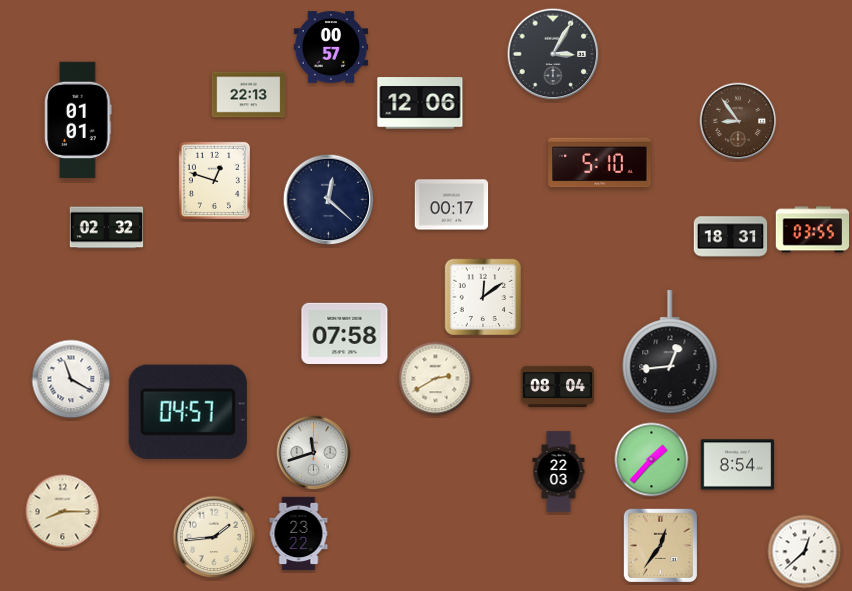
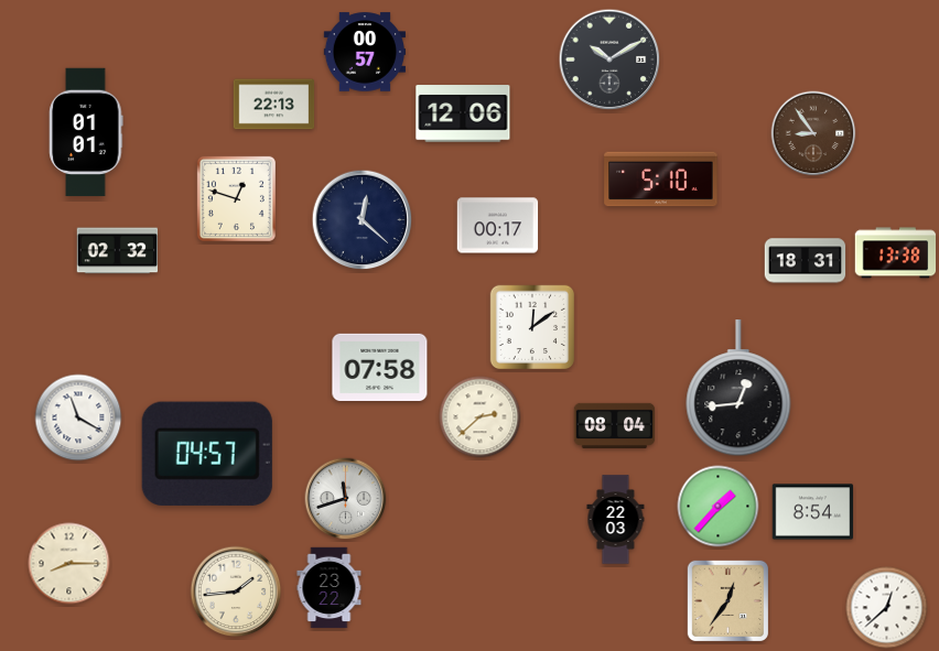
clock at (553, 54): 3:05 -> 10:10
clock at (813, 230): 03:55 -> 13:38
clock at (436, 379): 2:40 -> 2:38
